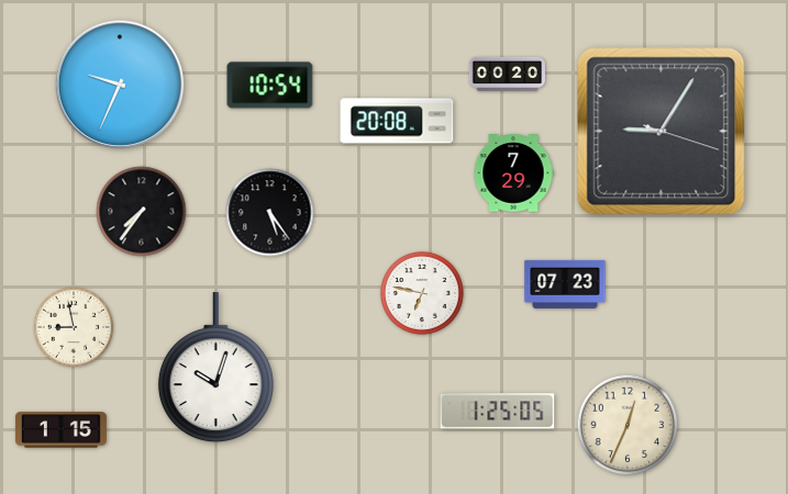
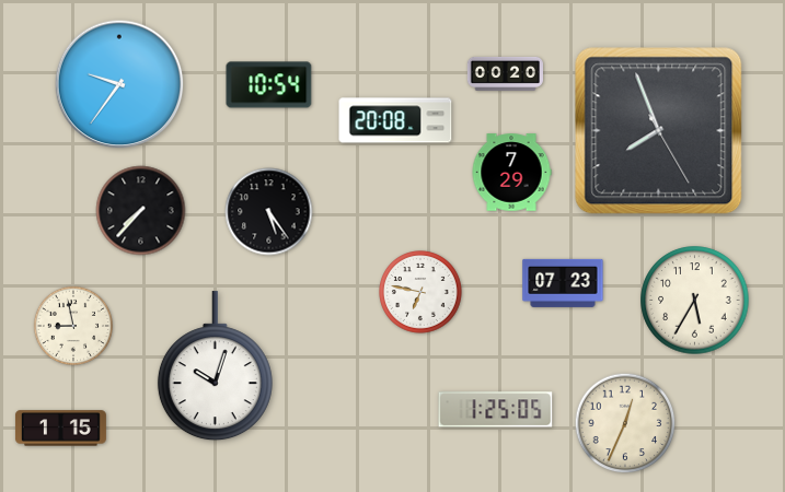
clock at (120, 85): 9:34 -> 9:36
clock at (662, 132): 9:05 -> 7:56
clock at (142, 212): 7:36 -> 7:37
clock at (695, 301): none -> 5:35
